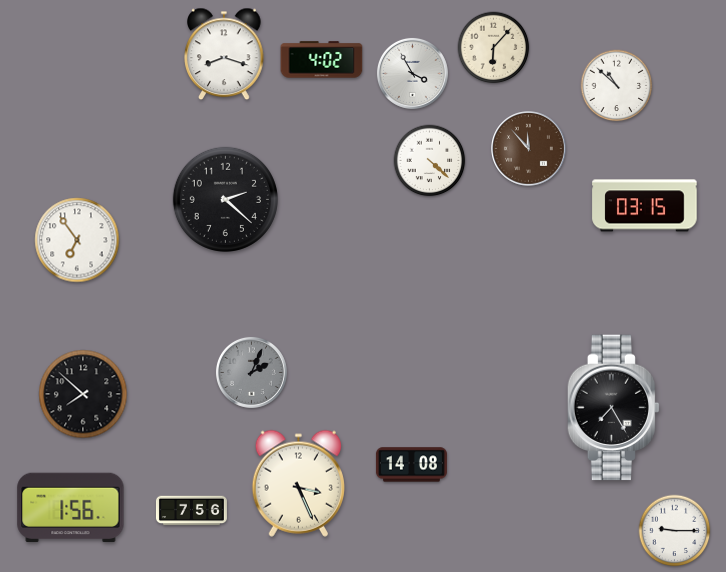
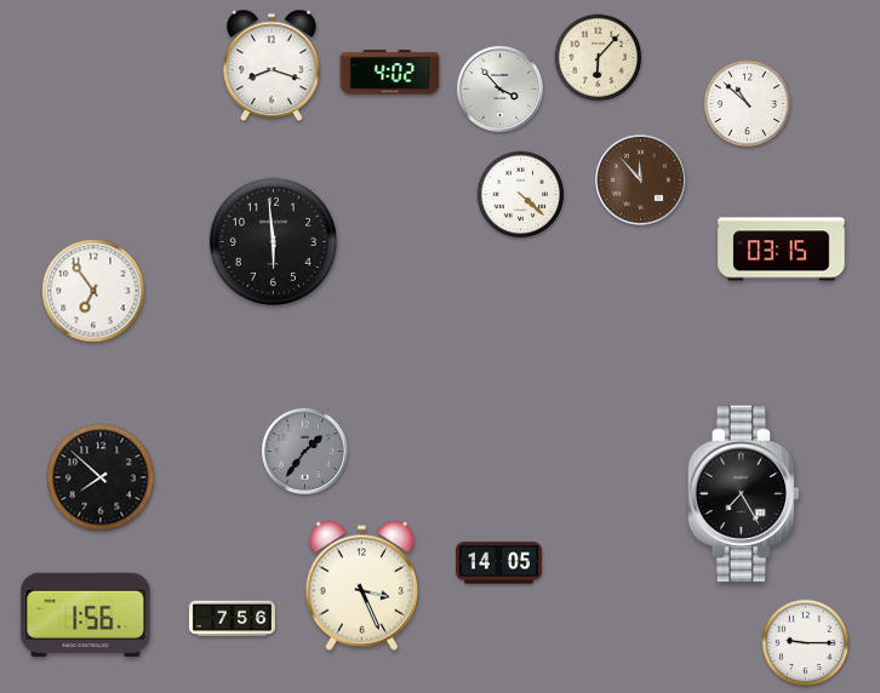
clock at (412, 73): 3:55 -> 3:53
clock at (225, 199): 2:22 -> 5:59
clock at (251, 372): 2:04 -> 1:36
clock at (411, 465): 14:08 -> 14:05
clock at (675, 531) position: (675, 531) -> (806, 643)
